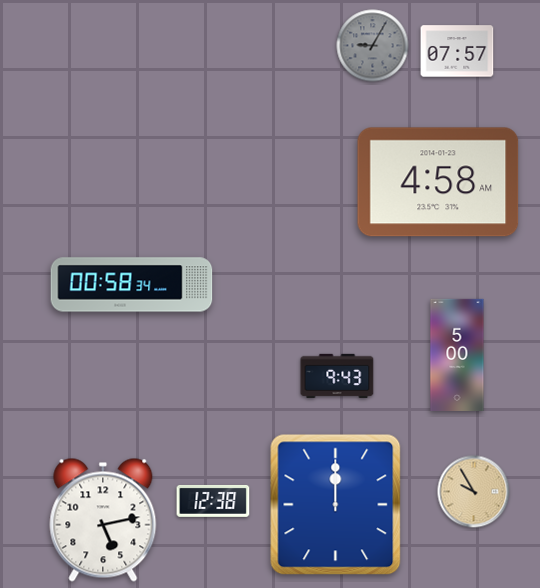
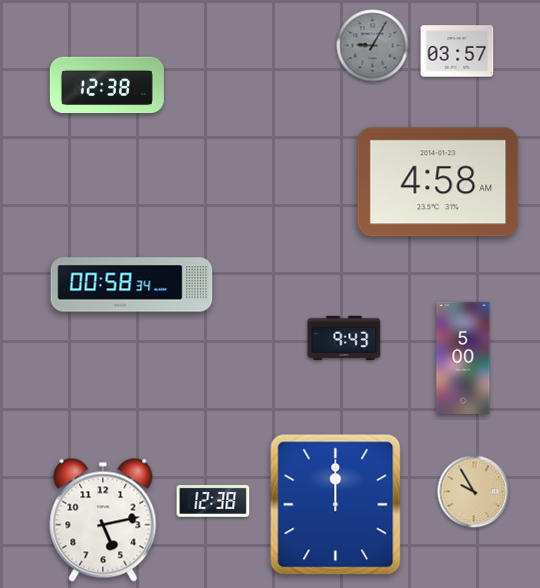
clock at (457, 51): 07:57 -> 03:57
clock at (107, 85): none -> 12:38
clock at (457, 354) position: (457, 354) -> (463, 357)
clock at (337, 376) position: (337, 376) -> (344, 338)
